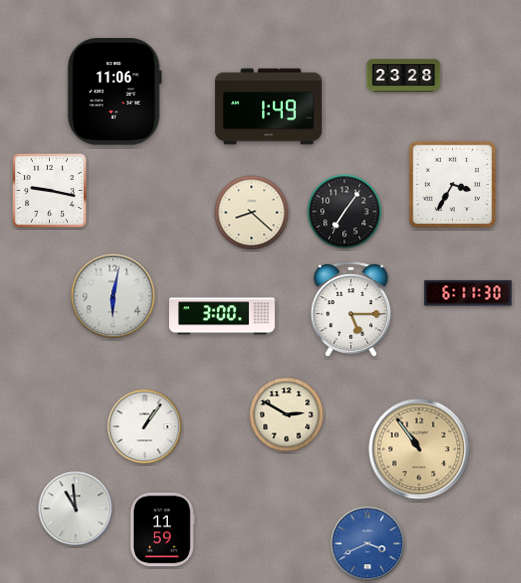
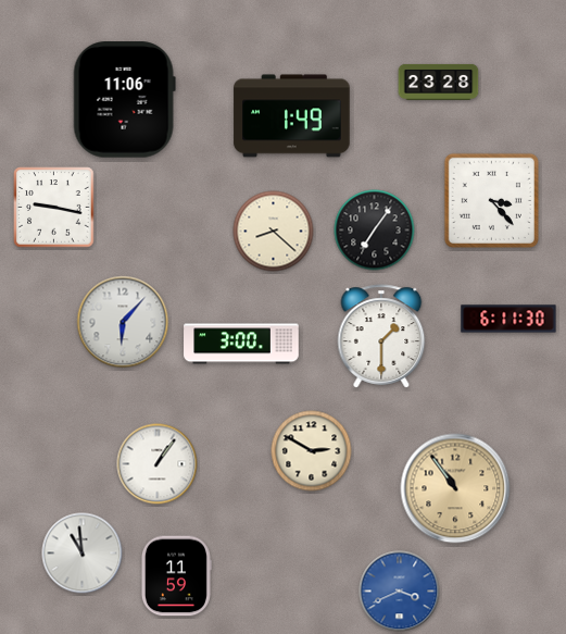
clock at (452, 184): 3:35 -> 3:23
clock at (113, 296): 6:02 -> 6:07
clock at (351, 309): 5:15 -> 1:30
